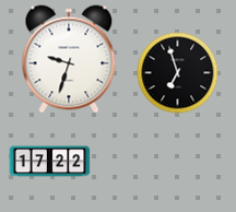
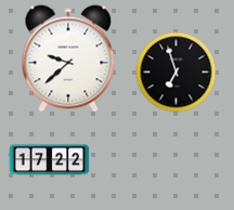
clock at (69, 59): 9:33 -> 9:38
